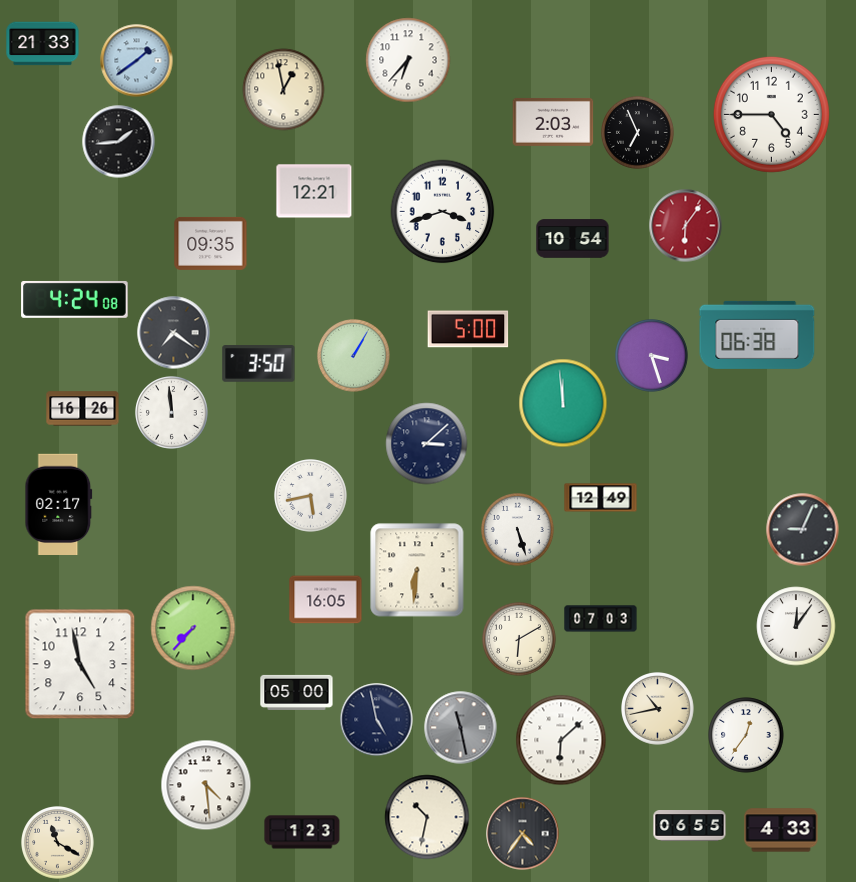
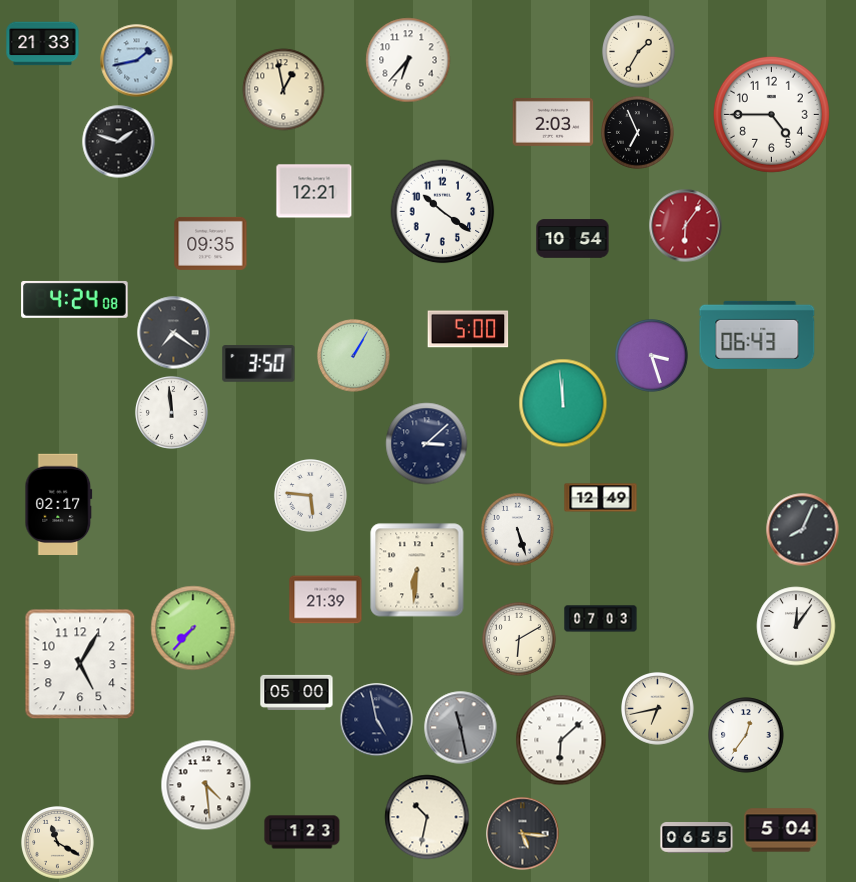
clock at (639, 52): none -> 1:35
clock at (137, 61): 1:39 -> 1:43
clock at (119, 142): 1:44 -> 1:48
clock at (443, 212): 3:42 -> 10:21
clock at (757, 335): 06:38 -> 06:43
clock at (83, 409): 16:26 -> none
clock at (311, 496): 5:43 -> 5:46
clock at (803, 530): 9:04 -> 8:04
clock at (326, 600): 16:05 -> 21:39
clock at (80, 664): 4:58 -> 5:05
clock at (658, 709): 10:43 -> 6:43
clock at (690, 826) position: (690, 826) -> (697, 838)
clock at (781, 830): 4:33 -> 5:04
clock at (523, 834): 4:36 -> 5:16
